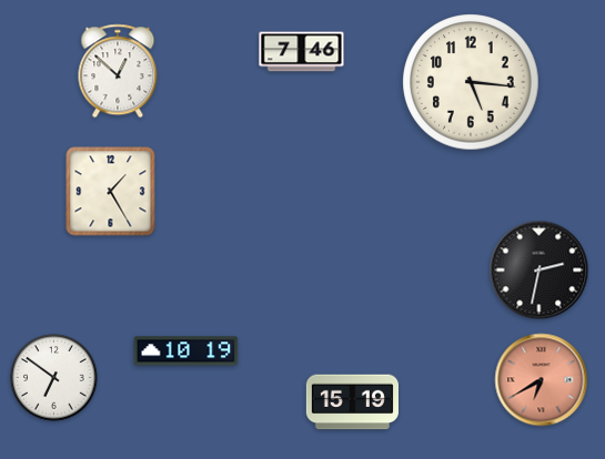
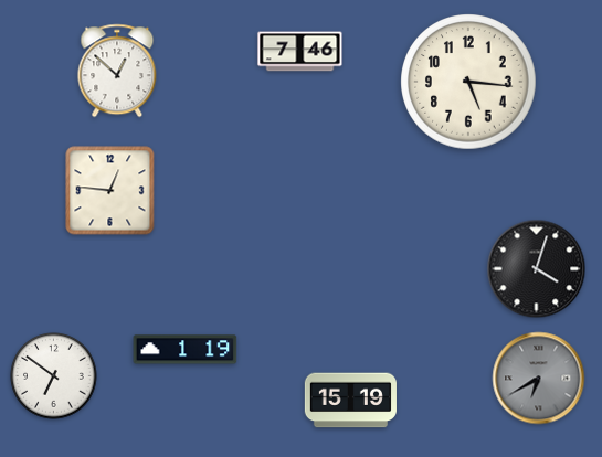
clock at (111, 192): 1:25 -> 12:46
clock at (540, 271): 2:32 -> 4:03
clock at (186, 351): 10:19 -> 1:19
clock at (542, 380) dial: salmon -> grey
